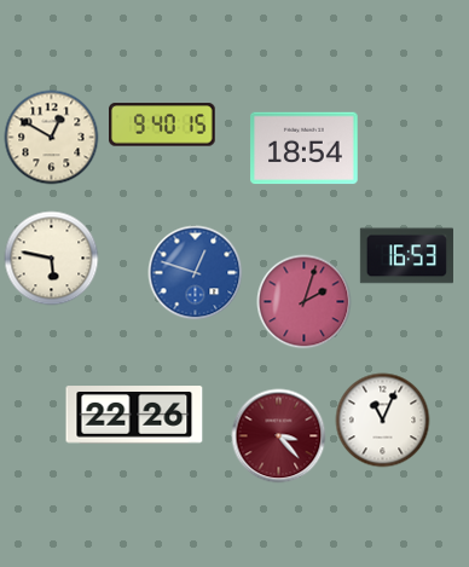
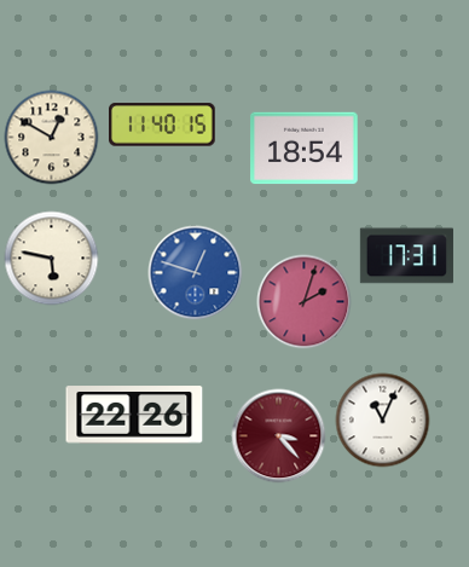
clock at (162, 125): 9:40 -> 11:40
clock at (406, 256): 16:53 -> 17:31
